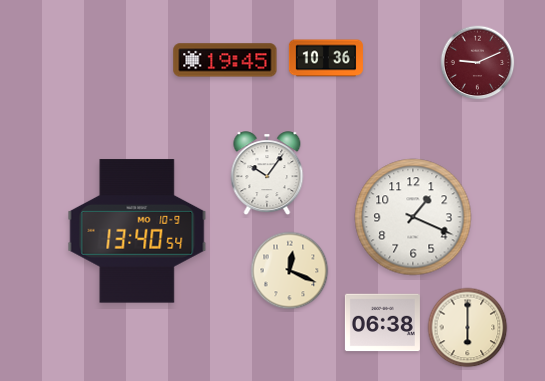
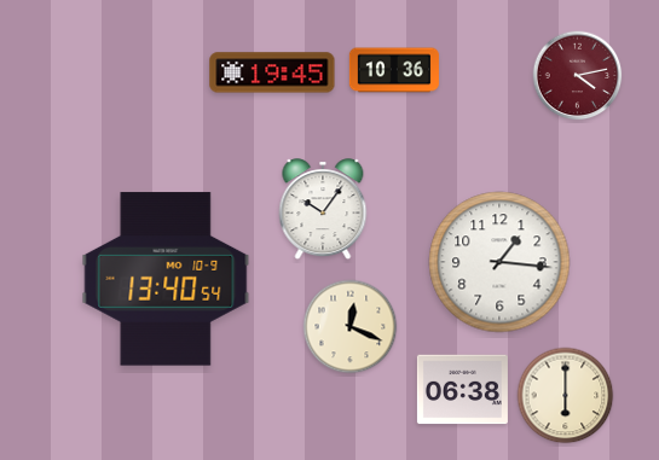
clock at (478, 63): 9:11 -> 4:13
clock at (413, 217): 1:19 -> 1:16
